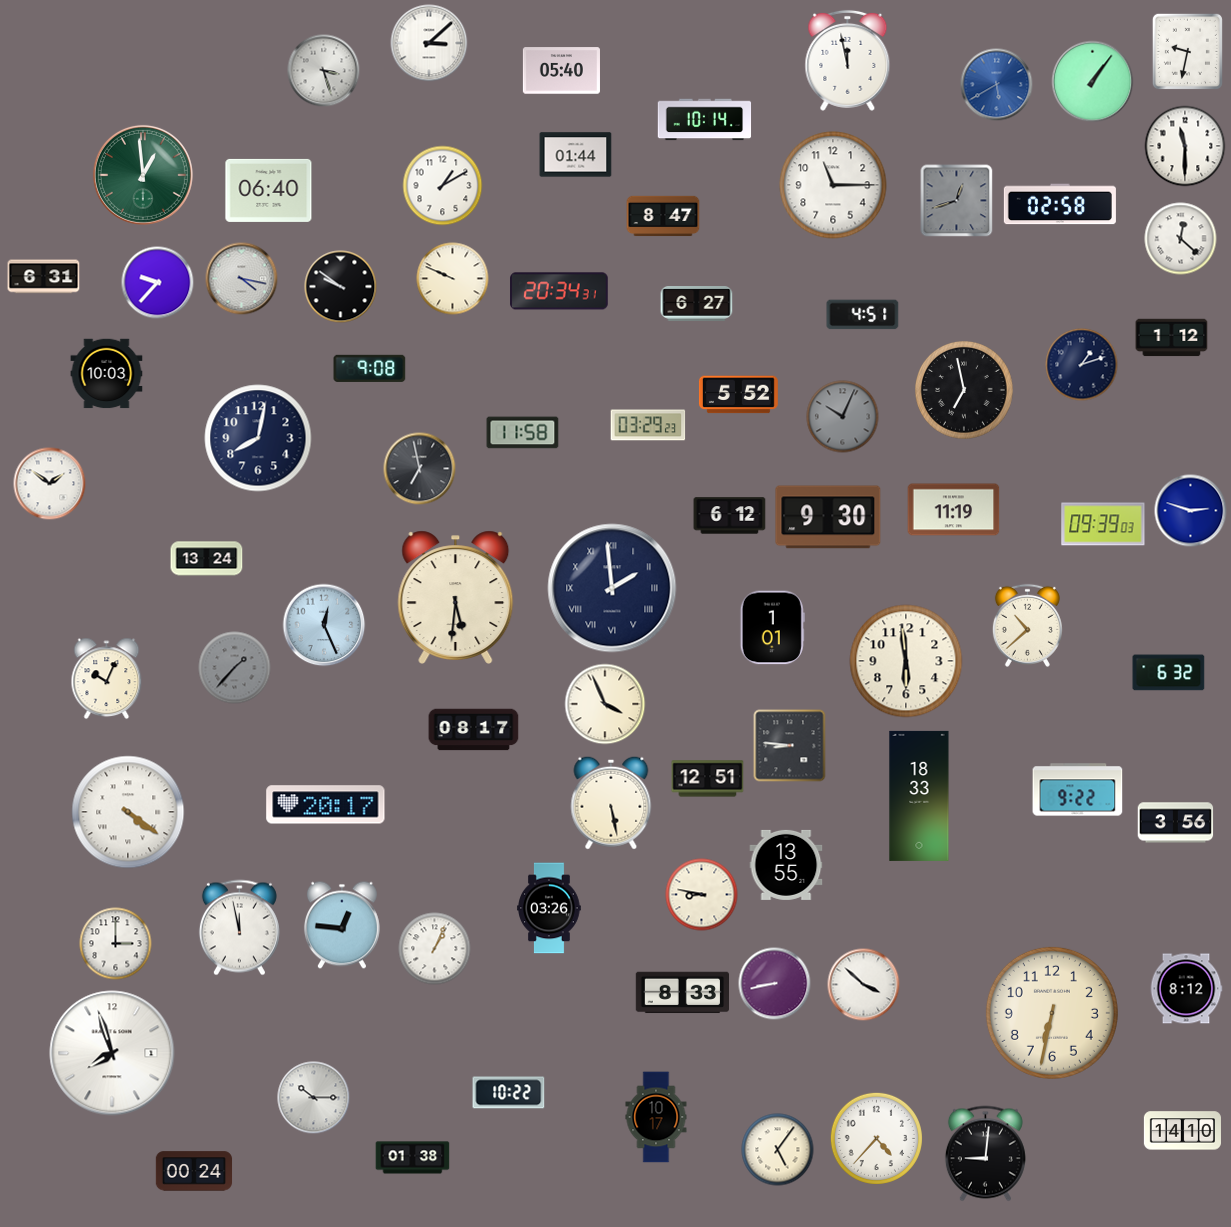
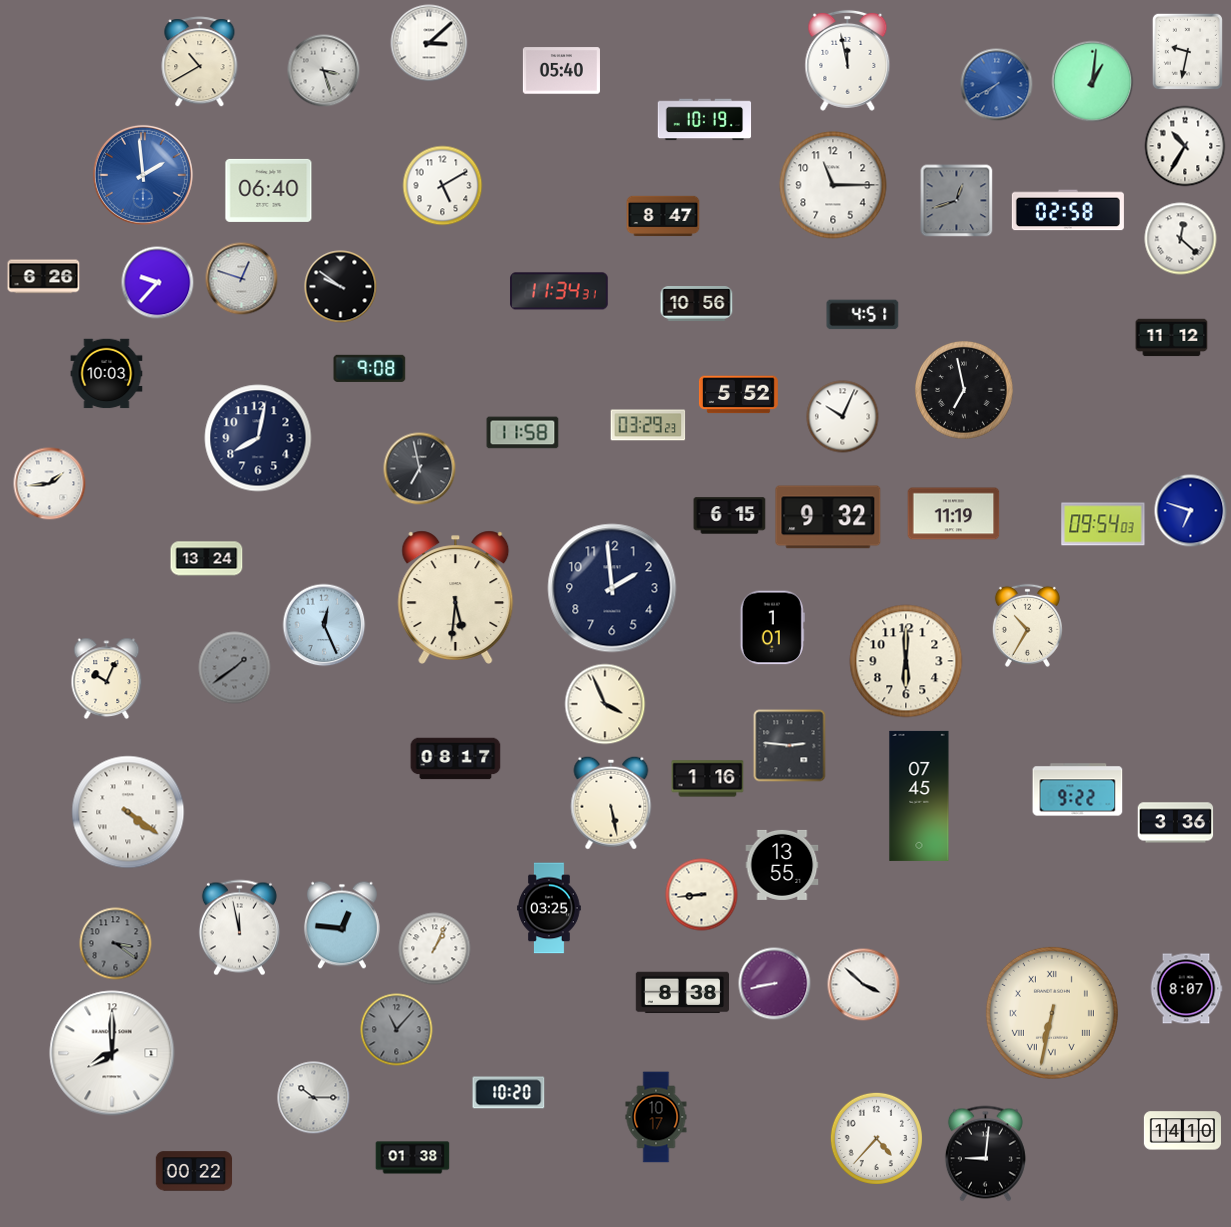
clock at (200, 62): none -> 10:40
clock at (1093, 82): 1:06 -> 1:01
clock at (997, 85): 5:40 -> 7:40
clock at (705, 120): 10:14 -> 10:19
clock at (1185, 146): 11:30 -> 10:35
clock at (576, 155): 01:44 -> none
clock at (143, 175): 12:59 -> 1:59
clock at (143, 175) dial: green -> blue
clock at (443, 186): 1:10 -> 5:10
clock at (1060, 204) position: (1060, 204) -> (1068, 210)
clock at (44, 277): 6:31 -> 6:26
clock at (242, 279): 4:17 -> 12:48
clock at (453, 279): 9:49 -> none
clock at (559, 291): 20:34 -> 11:34
clock at (697, 304): 6:27 -> 10:56
clock at (1172, 338): 1:12 -> 11:12
clock at (1082, 365): 1:12 -> none
clock at (843, 417) dial: grey -> white
clock at (50, 484): 1:51 -> 1:44
clock at (954, 510) position: (954, 510) -> (954, 514)
clock at (1191, 511): 2:48 -> 6:48
clock at (730, 516): 6:12 -> 6:15
clock at (828, 517): 9:30 -> 9:32
clock at (1103, 524): 09:39 -> 09:54
clock at (612, 588) numerals: Roman -> Arabic
clock at (1027, 625): 10:38 -> 10:35
clock at (906, 661): 5:59 -> 6:00
clock at (235, 668): 1:37 -> 1:39
clock at (1169, 673): 6:32 -> none
clock at (474, 730) position: (474, 730) -> (456, 759)
clock at (790, 746): 8:46 -> 2:46
clock at (708, 779): 12:51 -> 1:16
clock at (919, 796): 18:33 -> 07:45
clock at (326, 805): 20:17 -> none
clock at (1176, 823): 3:56 -> 3:36
clock at (786, 865) position: (786, 865) -> (782, 865)
clock at (702, 895): 8:47 -> 8:44
clock at (549, 908): 03:26 -> 03:25
clock at (116, 944): 3:00 -> 3:21
clock at (116, 944) dial: white -> grey
clock at (1186, 989): 8:12 -> 8:07
clock at (682, 993): 8:33 -> 8:38
clock at (1052, 1013) numerals: Arabic -> Roman
clock at (397, 1030): none -> 11:07
clock at (112, 1053): 7:57 -> 8:00
clock at (509, 1093): 10:22 -> 10:20
clock at (778, 1150): 5:06 -> none
clock at (194, 1171): 00:24 -> 00:22
